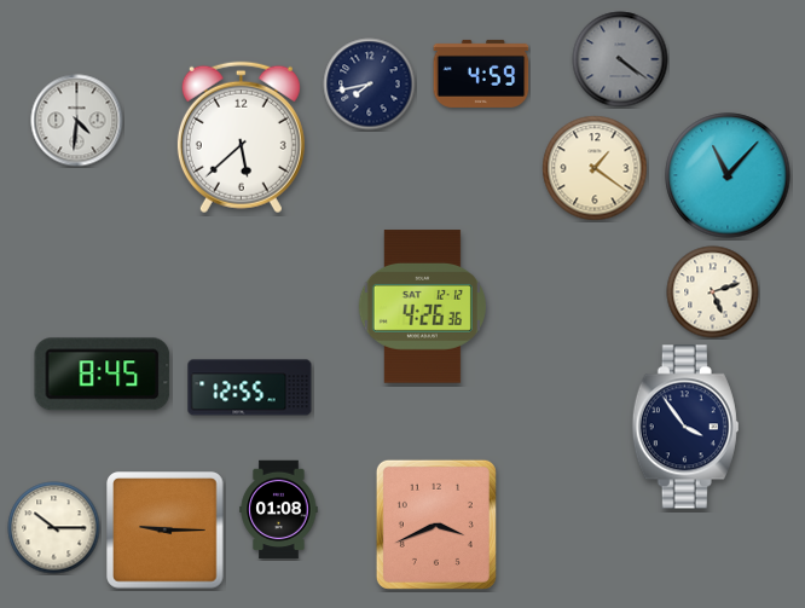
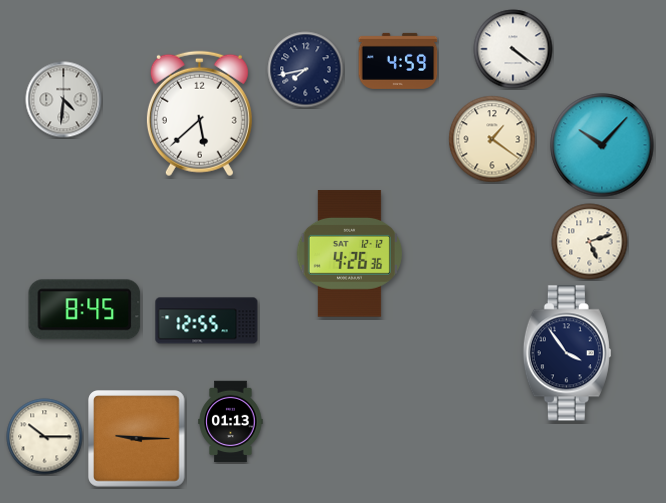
clock at (620, 59) dial: grey -> white
clock at (728, 175): 11:07 -> 10:07
clock at (279, 510): 01:08 -> 01:13
clock at (436, 525): 3:41 -> none
